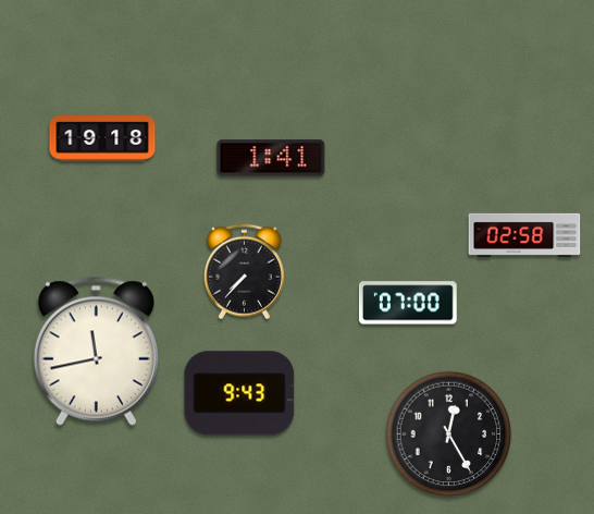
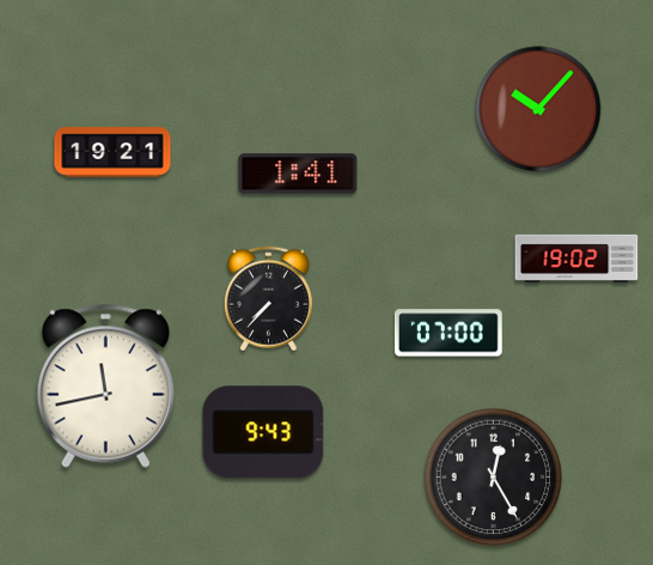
clock at (538, 109): none -> 10:07
clock at (102, 138): 19:18 -> 19:21
clock at (524, 235): 02:58 -> 19:02
